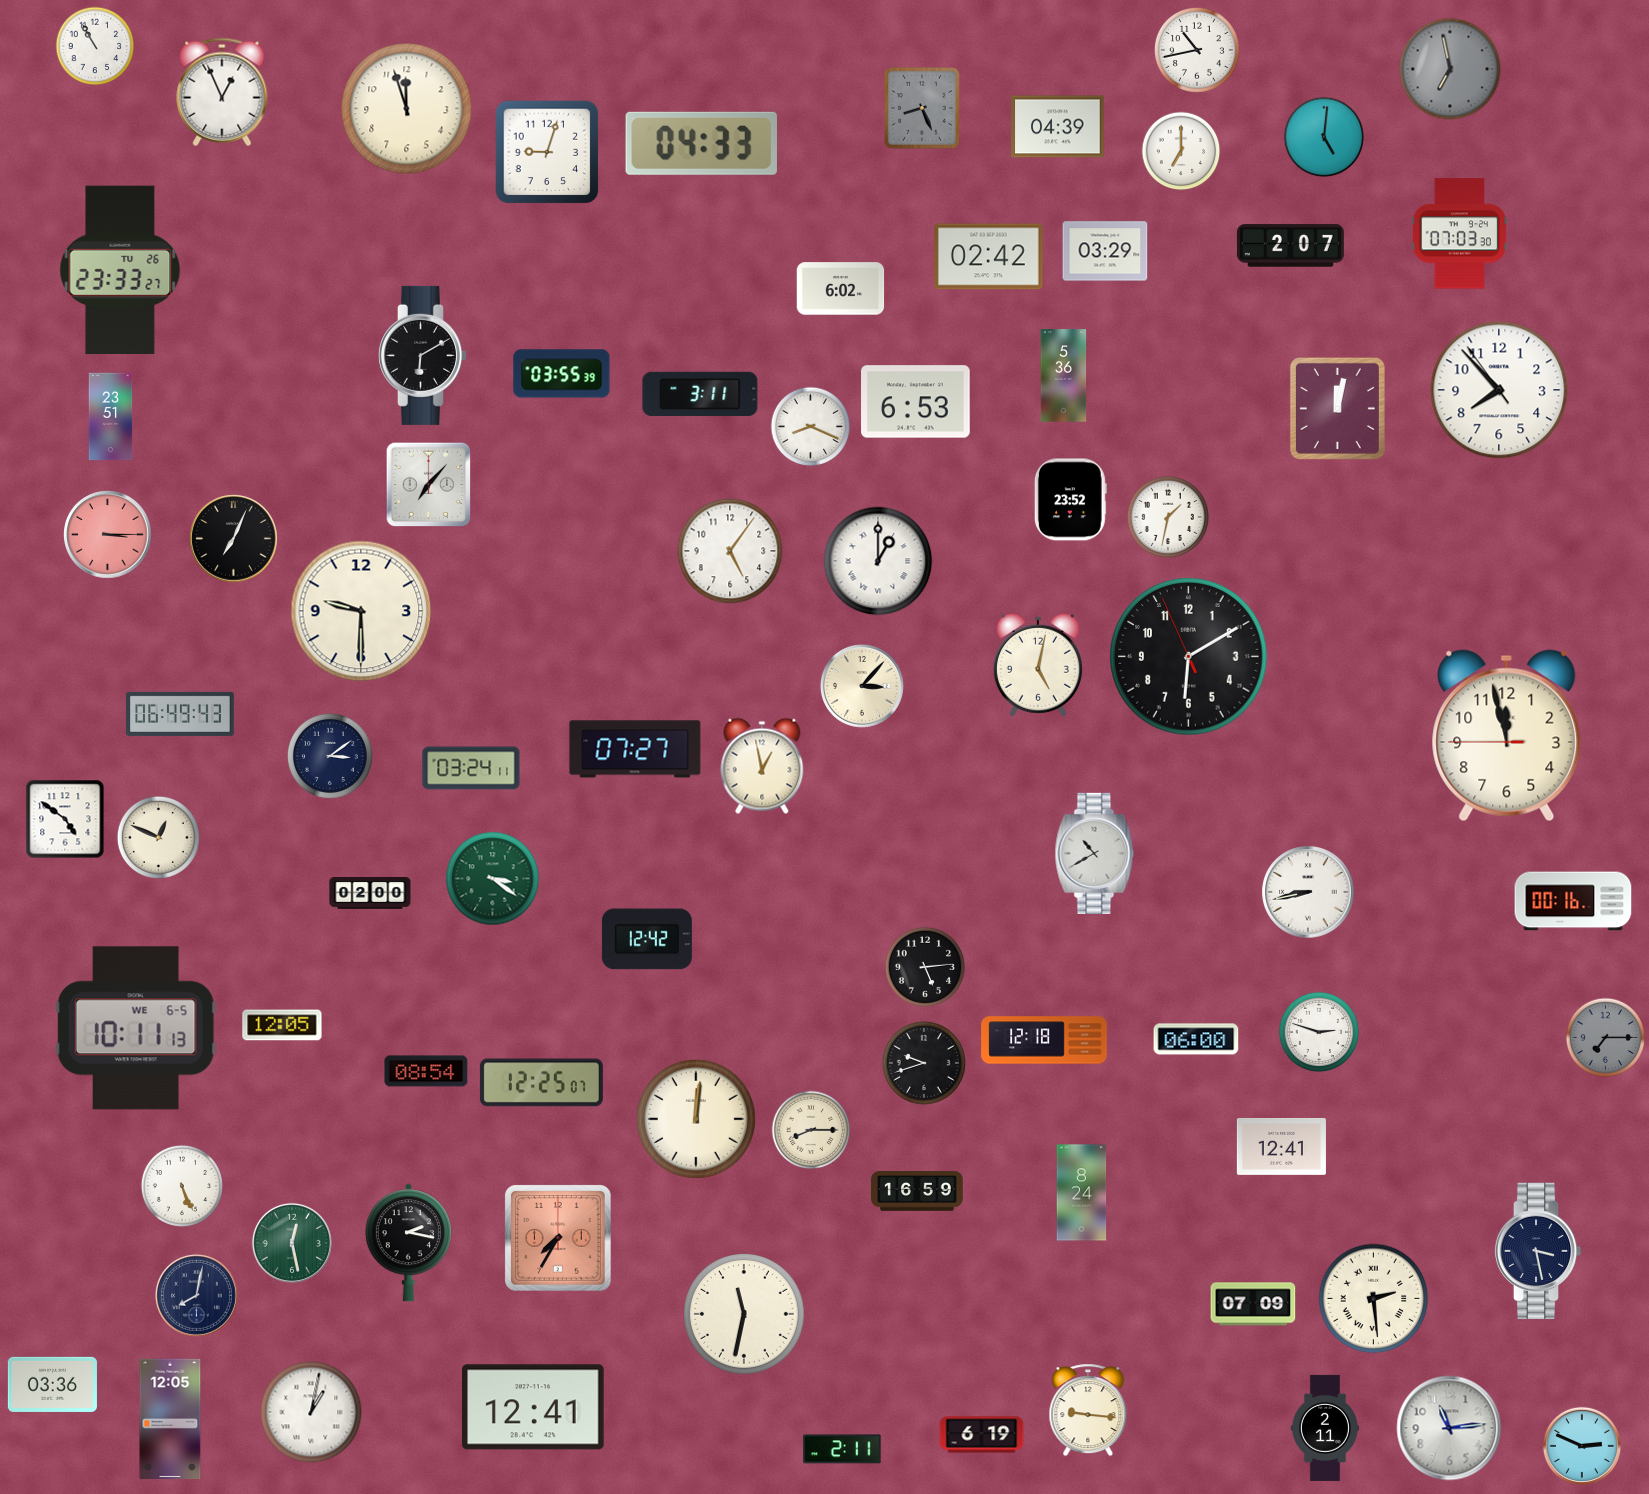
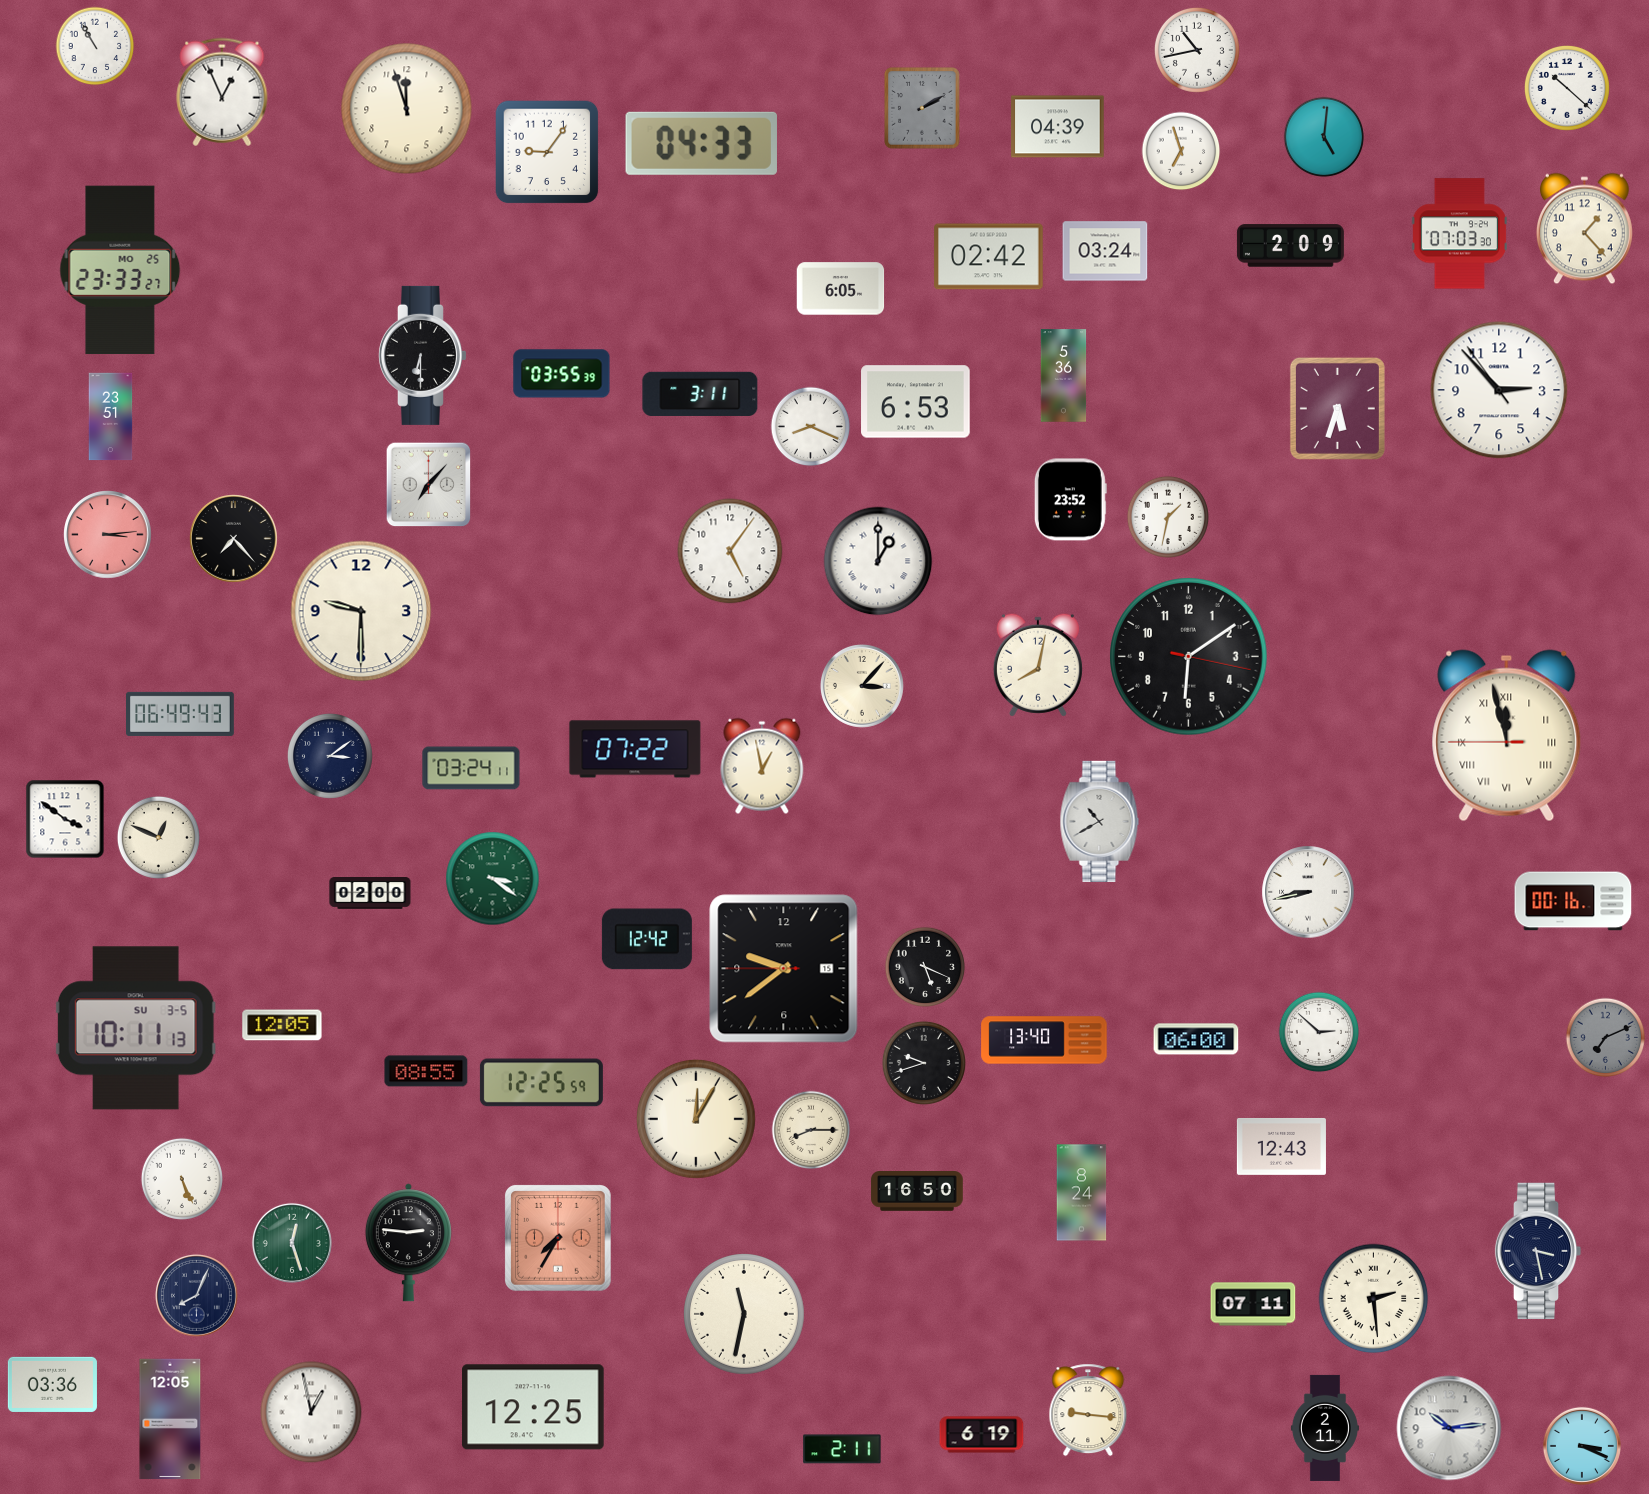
clock at (1450, 69): 6:58 -> none
clock at (1567, 88): none -> 10:22
clock at (923, 109): 8:26 -> 2:10
clock at (1181, 151): 7:00 -> 6:57
clock at (547, 152): 9:03 -> 9:06
clock at (1584, 229): none -> 1:23
clock at (1290, 246): 2:07 -> 2:09
clock at (1105, 251): 03:29 -> 03:24
clock at (120, 270) date: TU 26 -> MO 25
clock at (841, 289): 6:02 -> 6:05
clock at (422, 355): 6:10 -> 6:30
clock at (1499, 390): 7:52 -> 2:52
clock at (1337, 408): 12:02 -> 5:33
clock at (108, 535): 3:15 -> 3:14
clock at (234, 539): 7:04 -> 7:23
clock at (1189, 657): 6:09:56 -> 6:09:17
clock at (1038, 665): 5:02 -> 8:02
clock at (1507, 736) numerals: Arabic -> Roman
clock at (635, 749): 07:27 -> 07:22
clock at (65, 819): 4:51 -> 3:51
clock at (1095, 853) position: (1095, 853) -> (1100, 821)
clock at (925, 967): 5:14 -> 5:19
clock at (784, 969): none -> 9:38
clock at (136, 1028) date: WE 6-5 -> SU 3-5
clock at (1319, 1032): 2:48 -> 2:52
clock at (1606, 1038): 7:15 -> 7:11
clock at (1044, 1040): 12:18 -> 13:40
clock at (426, 1071): 08:54 -> 08:55
clock at (541, 1083): 12:25:07 -> 12:25:59
clock at (696, 1119): 12:01 -> 12:05
clock at (1281, 1146): 12:41 -> 12:43
clock at (182, 1186) position: (182, 1186) -> (182, 1179)
clock at (917, 1192): 16:59 -> 16:50
clock at (292, 1243): 12:28 -> 12:27
clock at (408, 1243): 2:17 -> 2:46
clock at (196, 1295): 8:02 -> 8:04
clock at (1253, 1304): 07:09 -> 07:11
clock at (534, 1407): 12:41 -> 12:25
clock at (311, 1412): 1:02 -> 12:58
clock at (1449, 1428): 11:14 -> 10:14
clock at (1582, 1446): 2:49 -> 3:19
